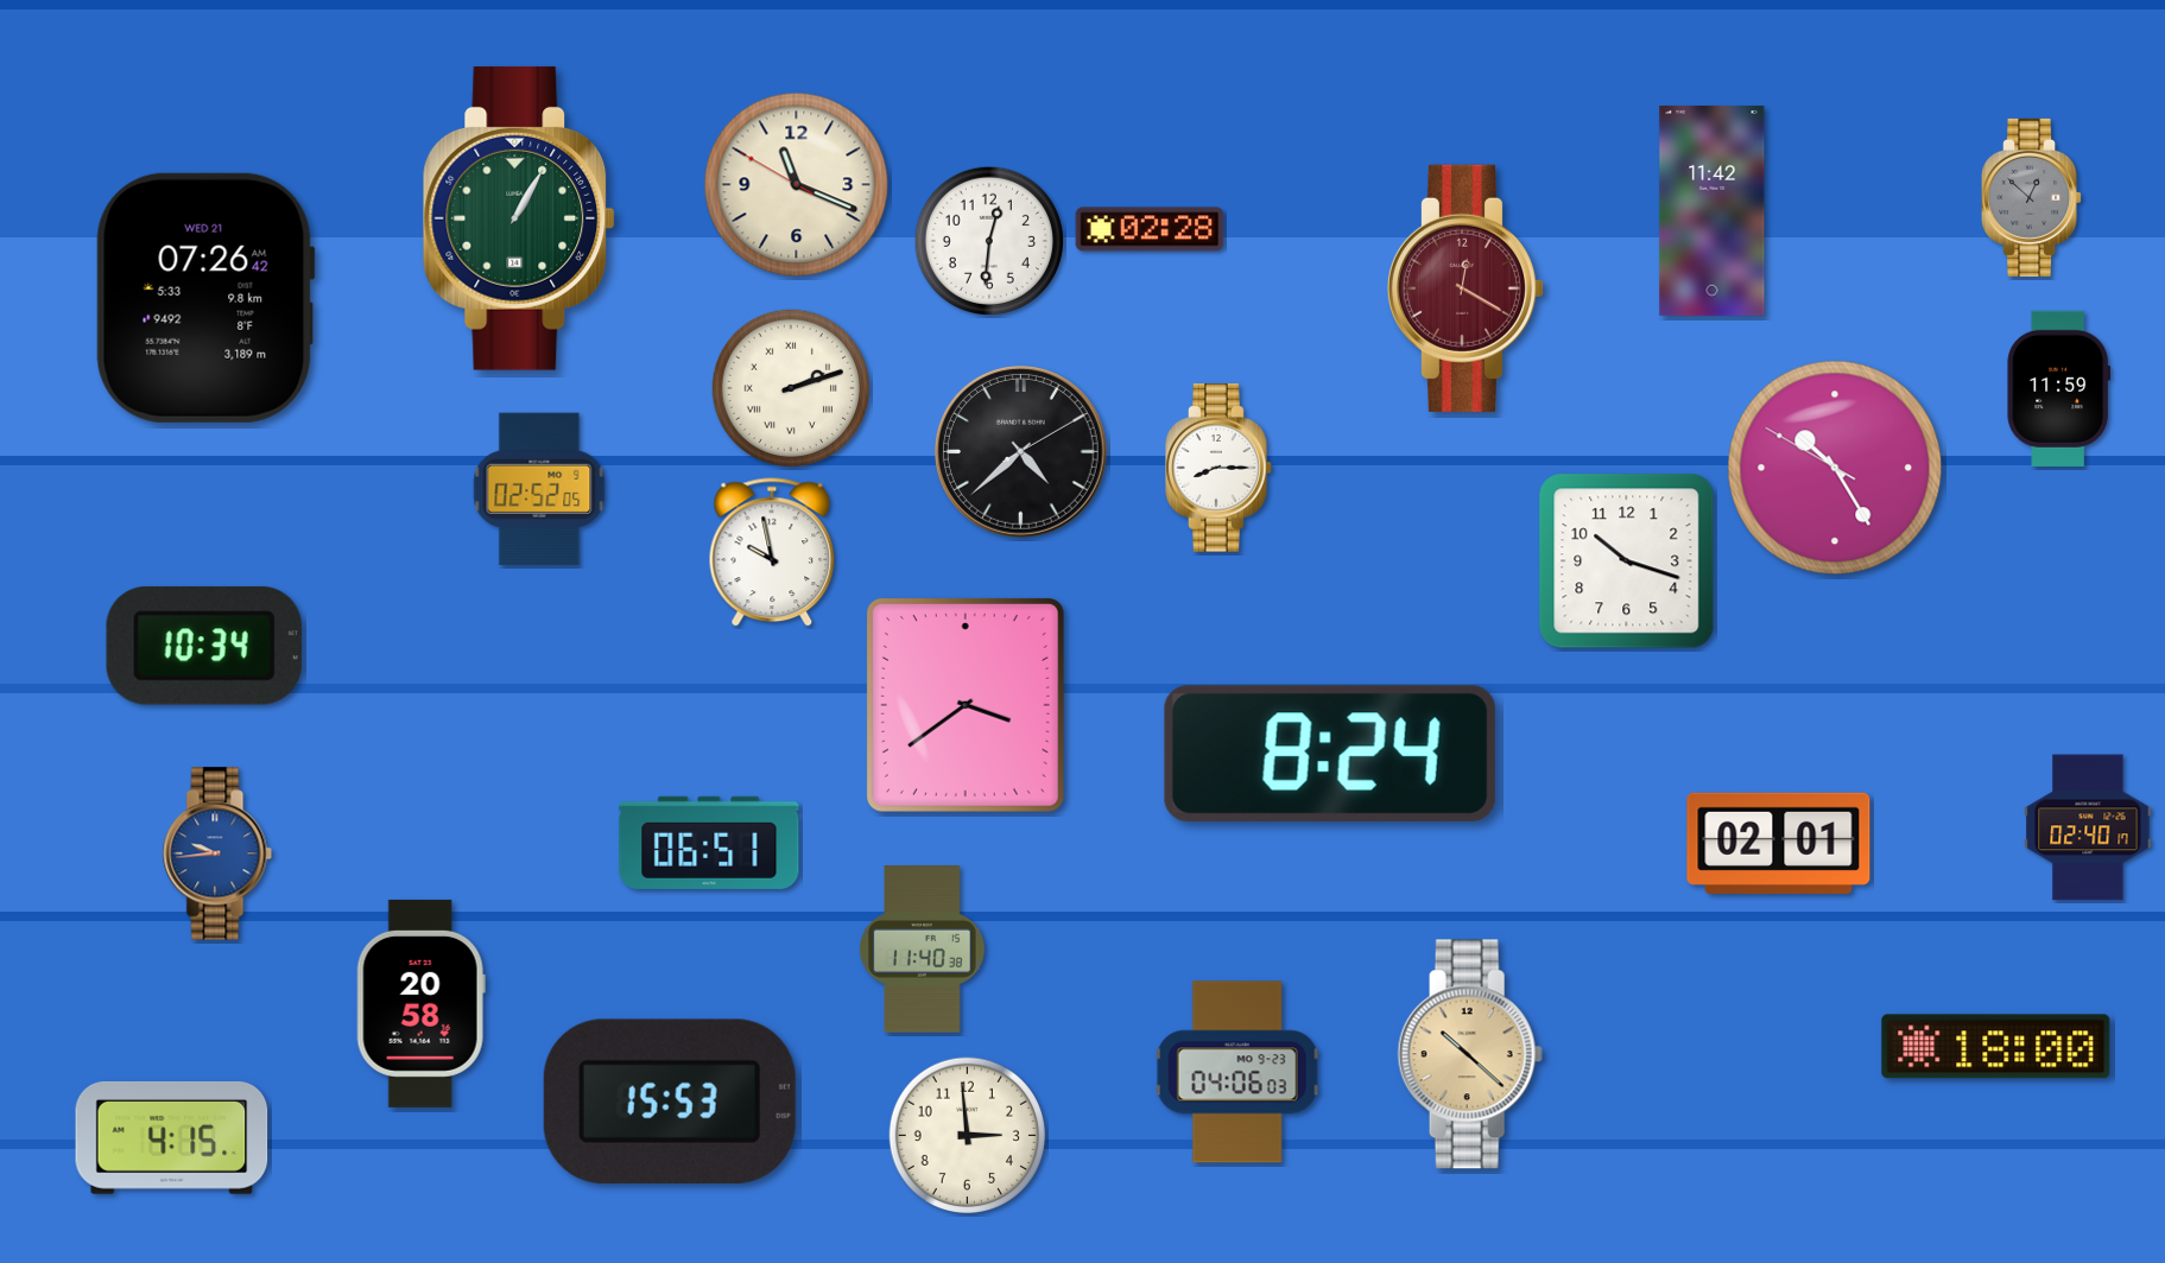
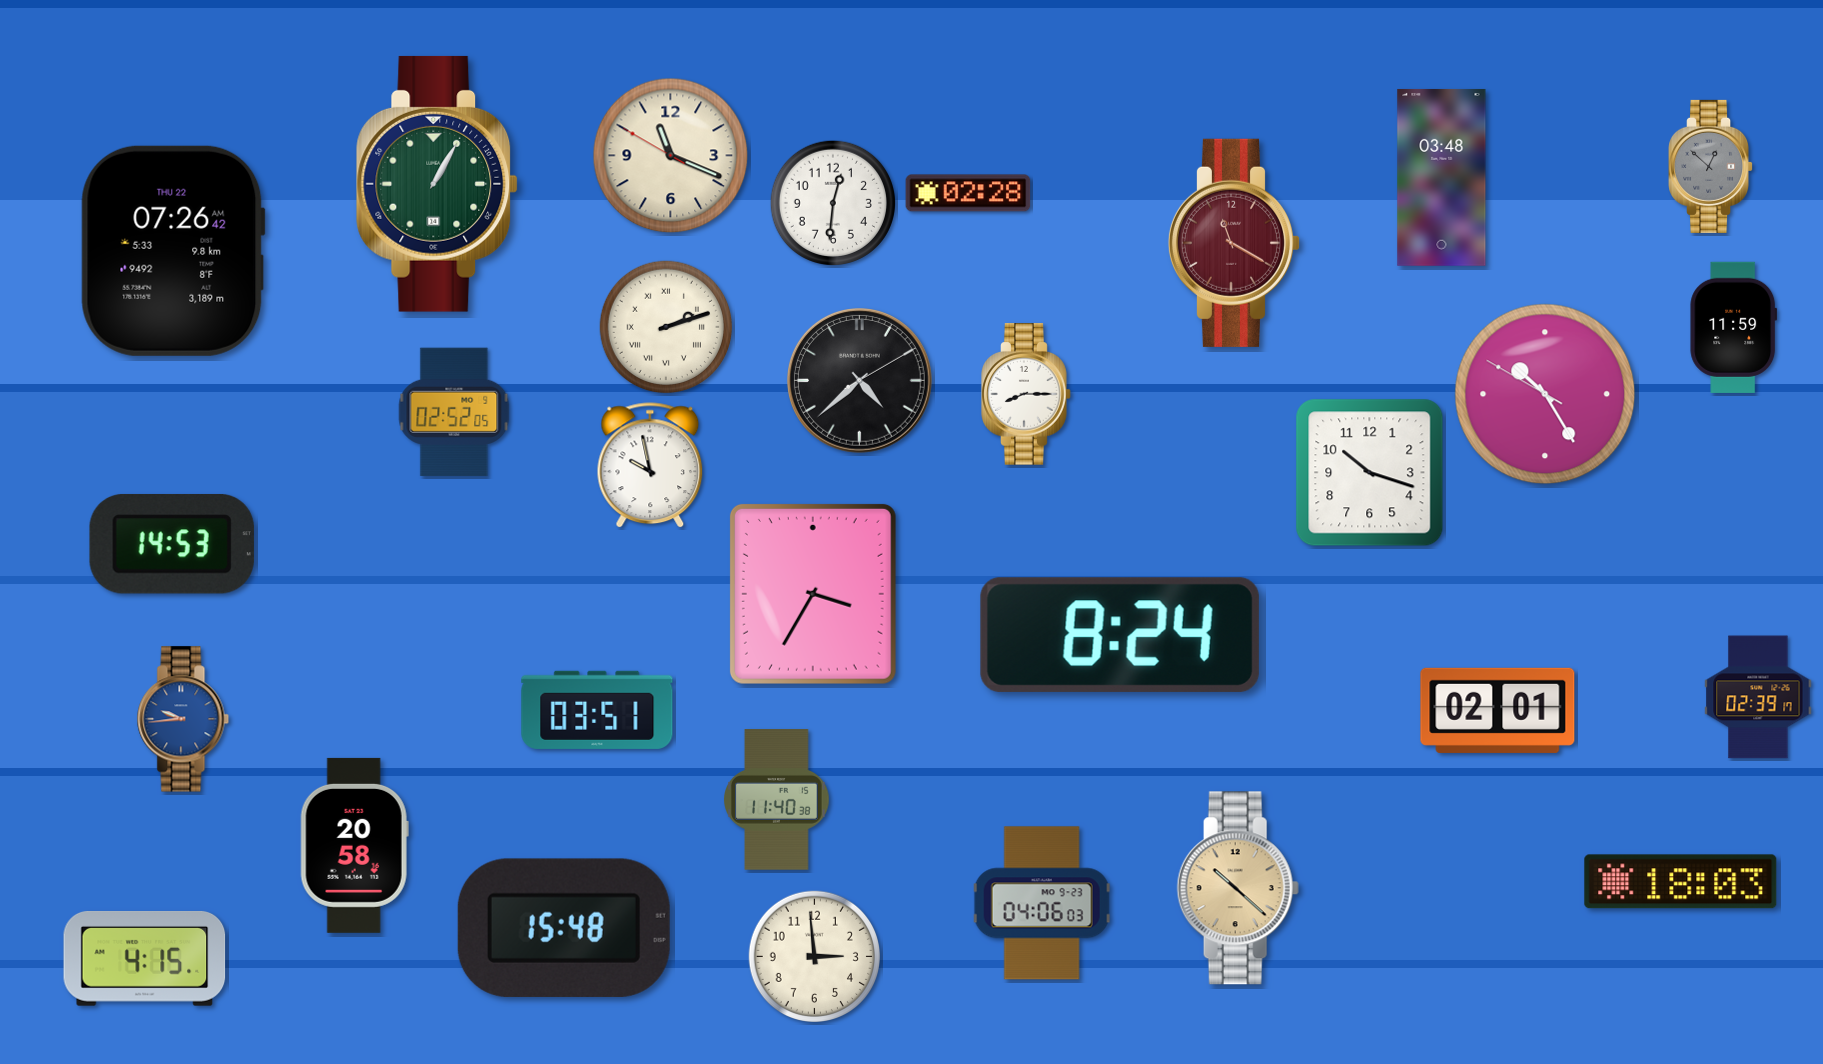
clock at (1713, 210): 11:42 -> 03:48
clock at (1464, 288): 12:20 -> 11:20
clock at (205, 298) date: WED 21 -> THU 22
clock at (204, 646): 10:34 -> 14:53
clock at (966, 705): 3:39 -> 3:35
clock at (2088, 827): 02:40 -> 02:39
clock at (709, 843): 06:51 -> 03:51
clock at (1996, 1047): 18:00 -> 18:03
clock at (670, 1102): 15:53 -> 15:48
